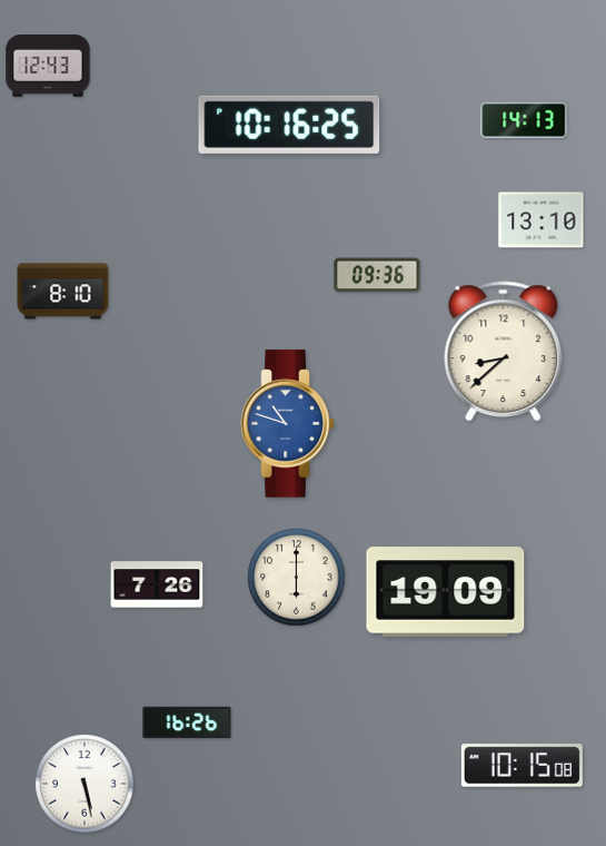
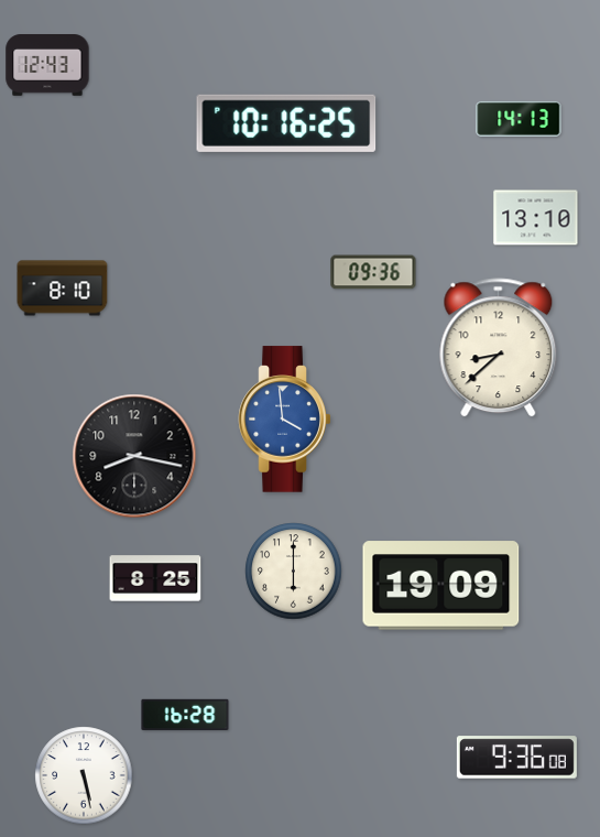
clock at (288, 424): 10:48 -> 3:59
clock at (134, 456): none -> 8:17
clock at (157, 584): 7:26 -> 8:25
clock at (187, 721): 16:26 -> 16:28
clock at (521, 766): 10:15 -> 9:36
